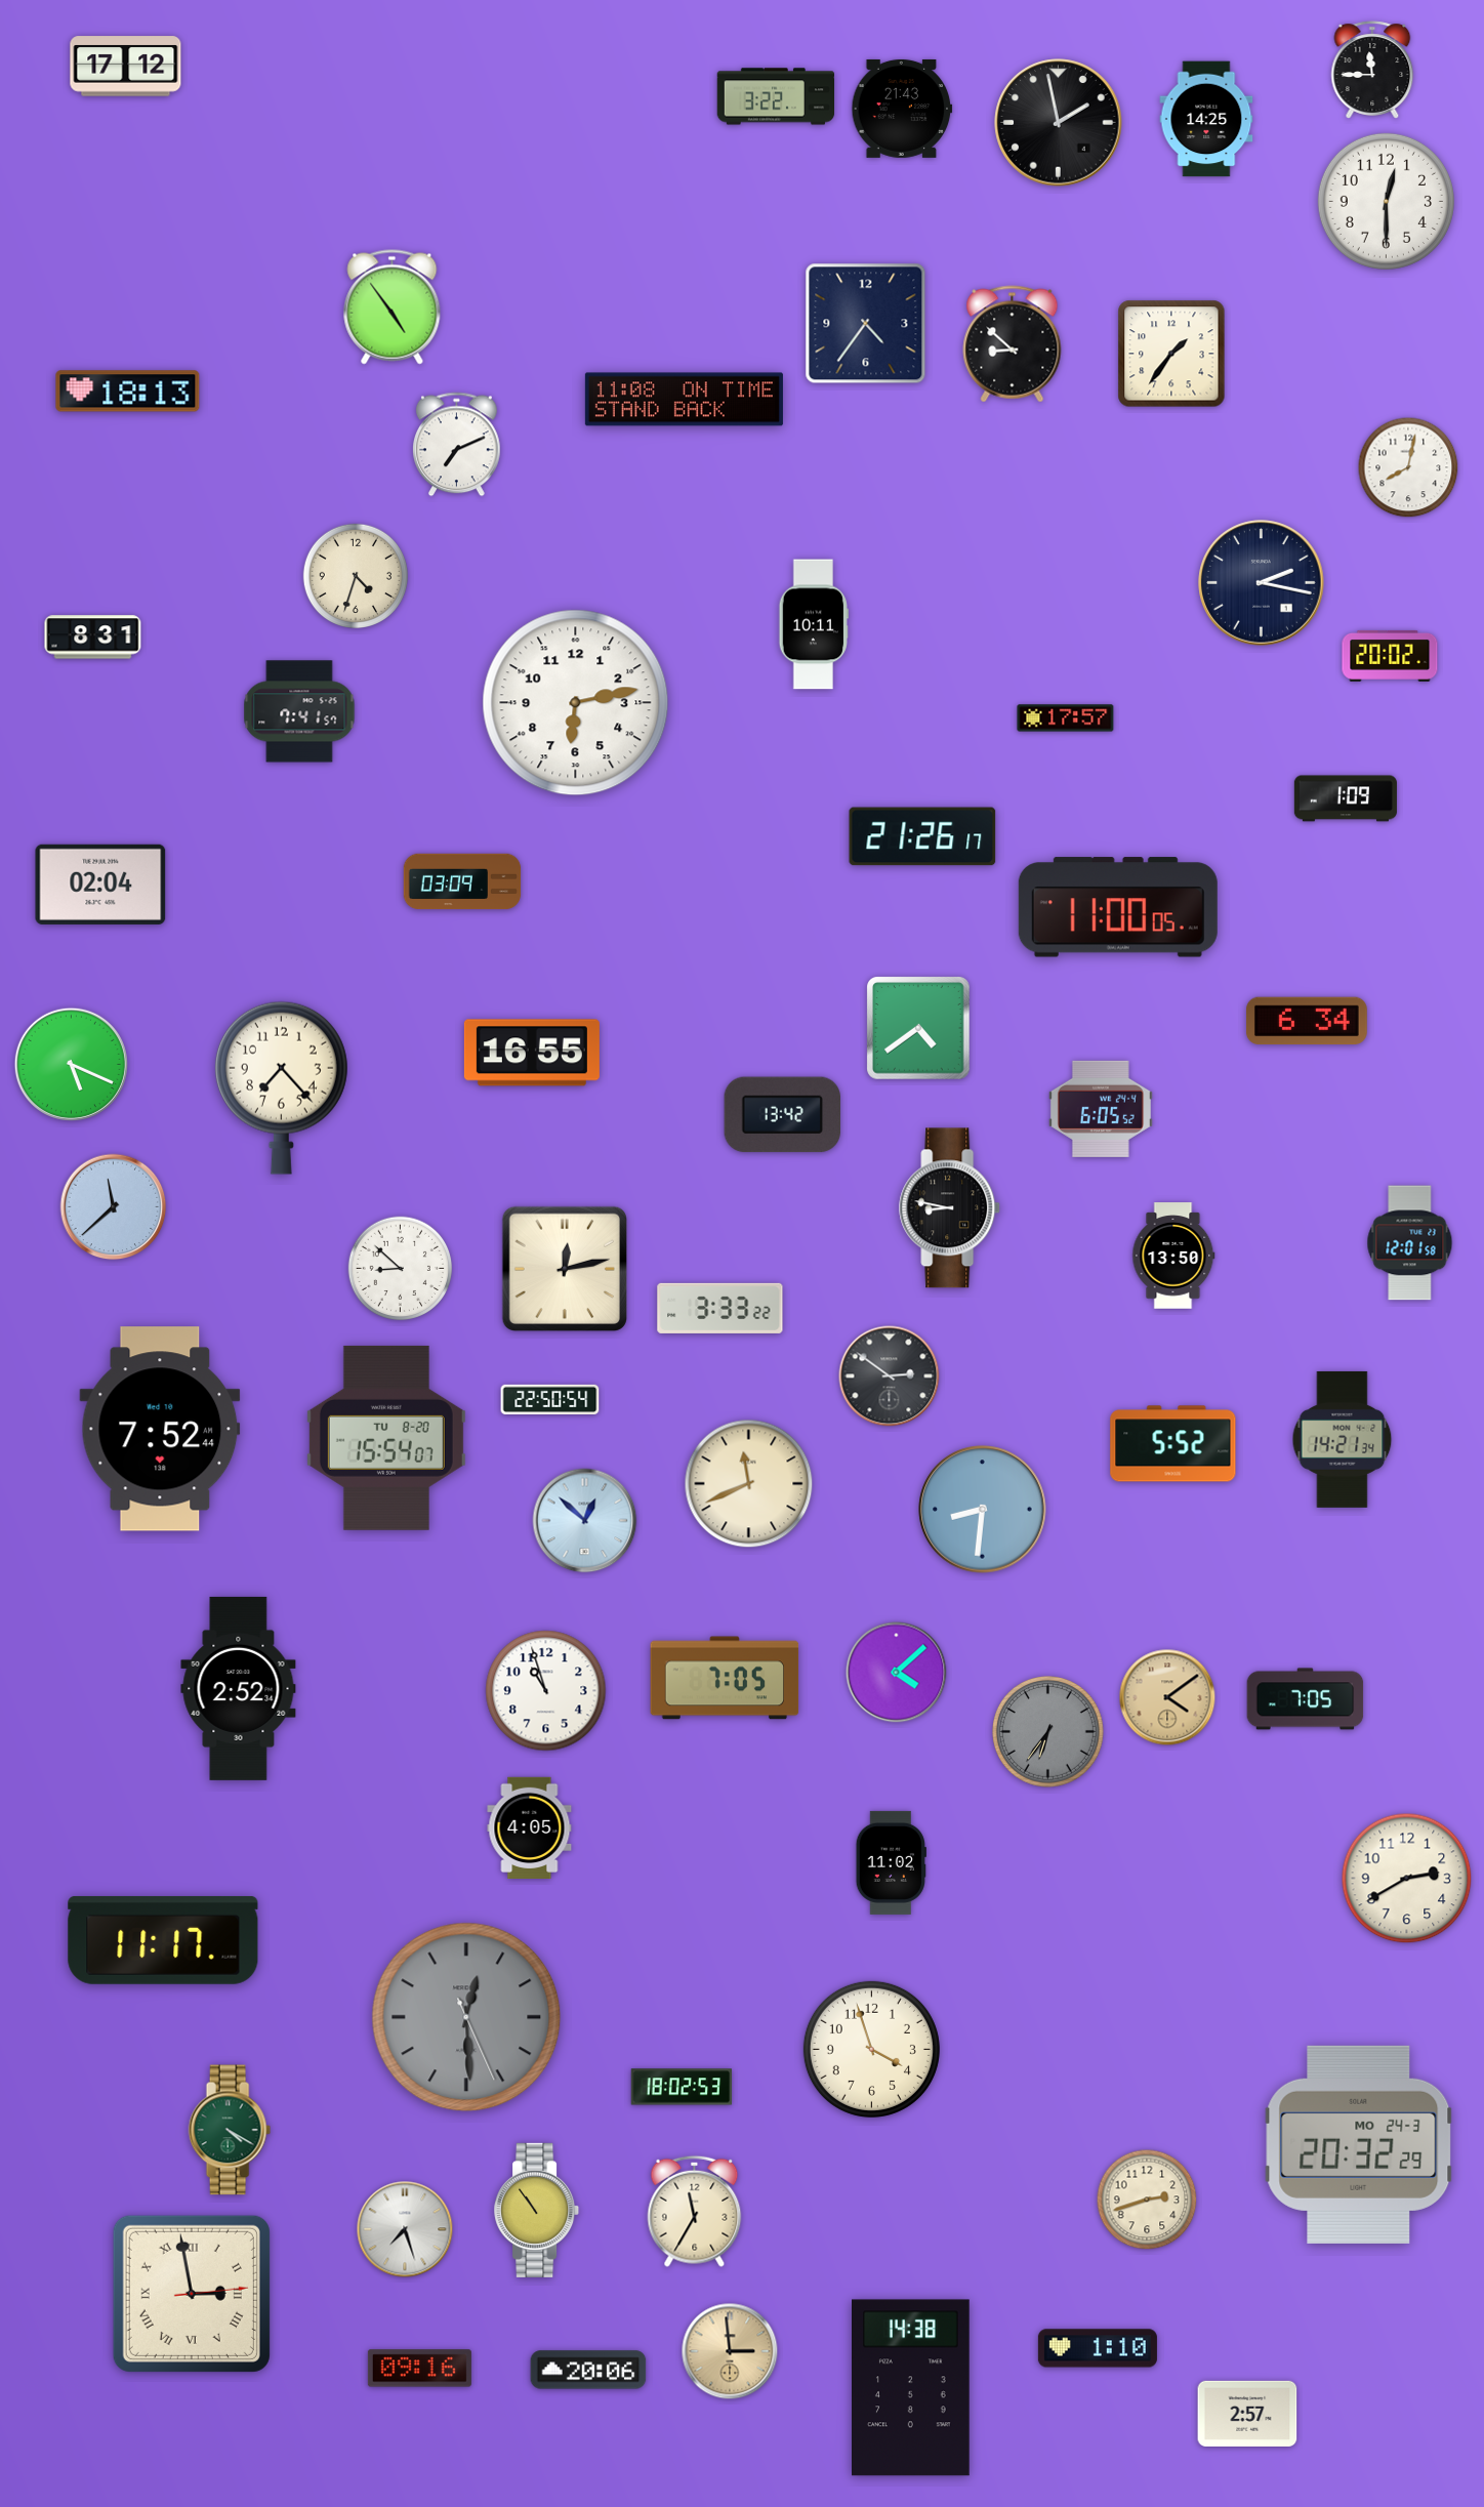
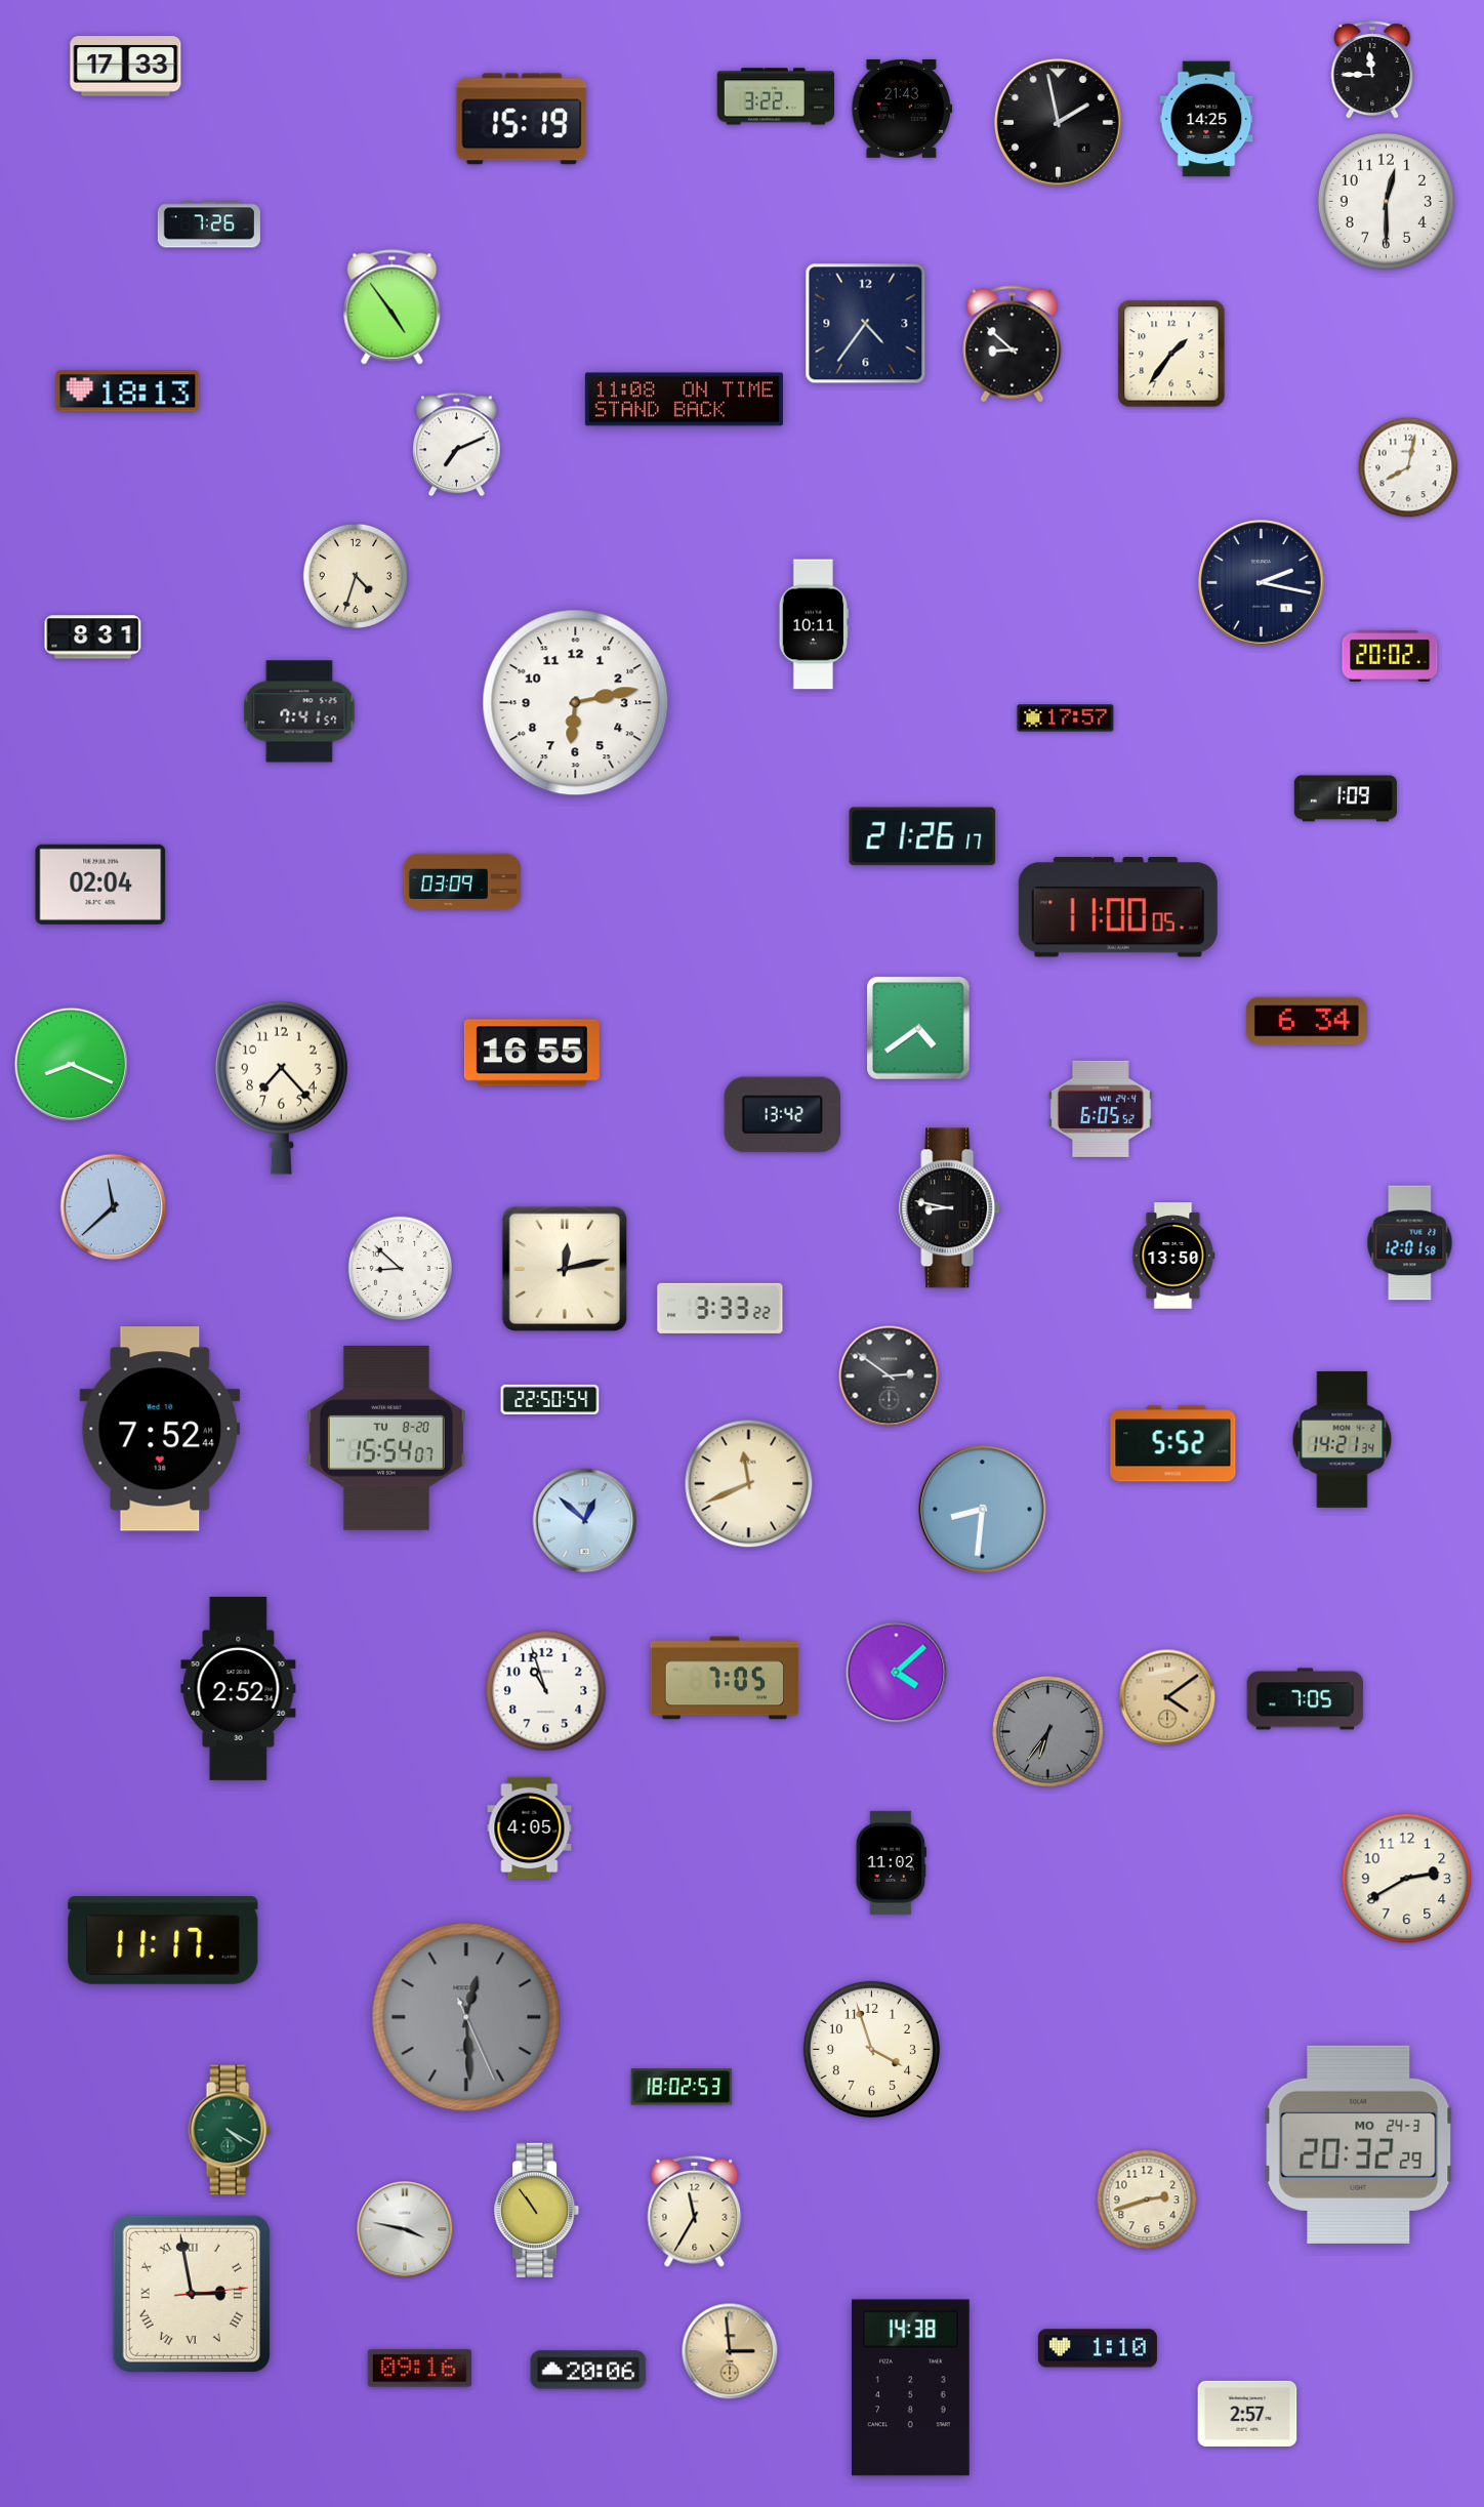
clock at (126, 67): 17:12 -> 17:33
clock at (522, 119): none -> 15:19
clock at (209, 224): none -> 7:26
clock at (71, 1064): 5:19 -> 8:19
clock at (405, 2229): 7:27 -> 3:47
